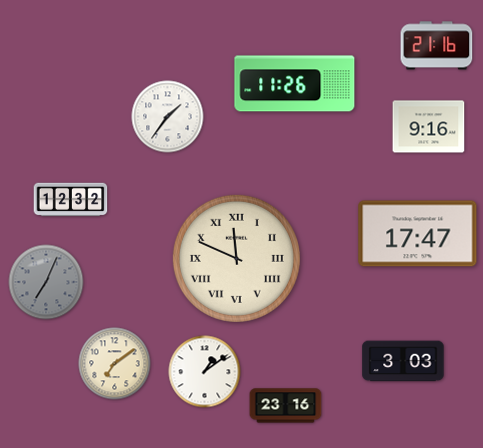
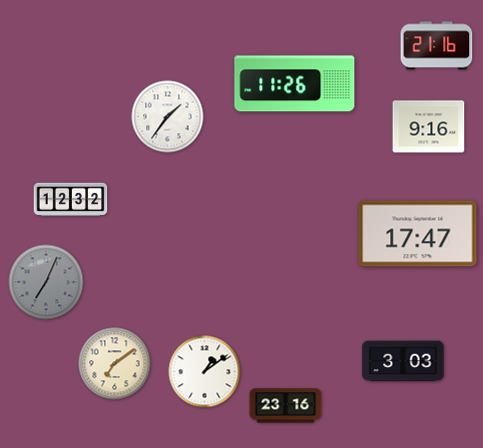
clock at (236, 258): 11:49 -> none
